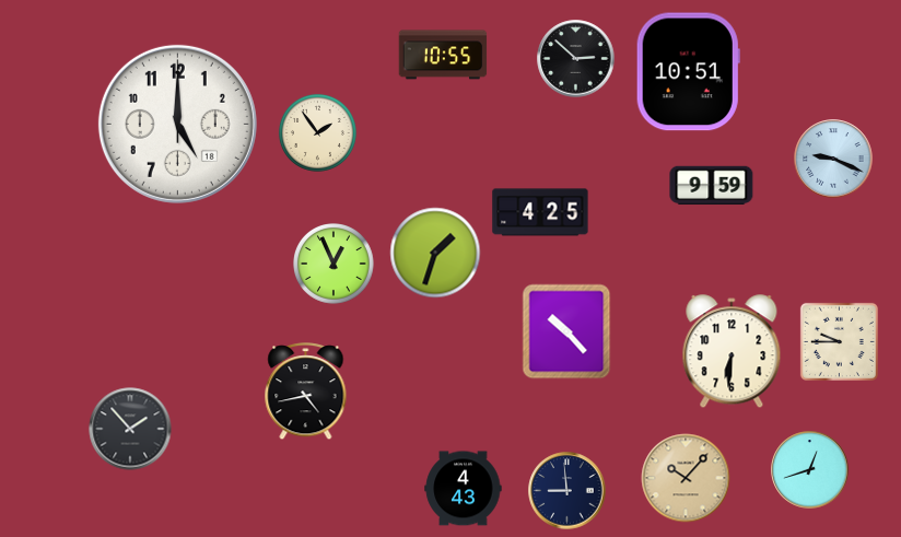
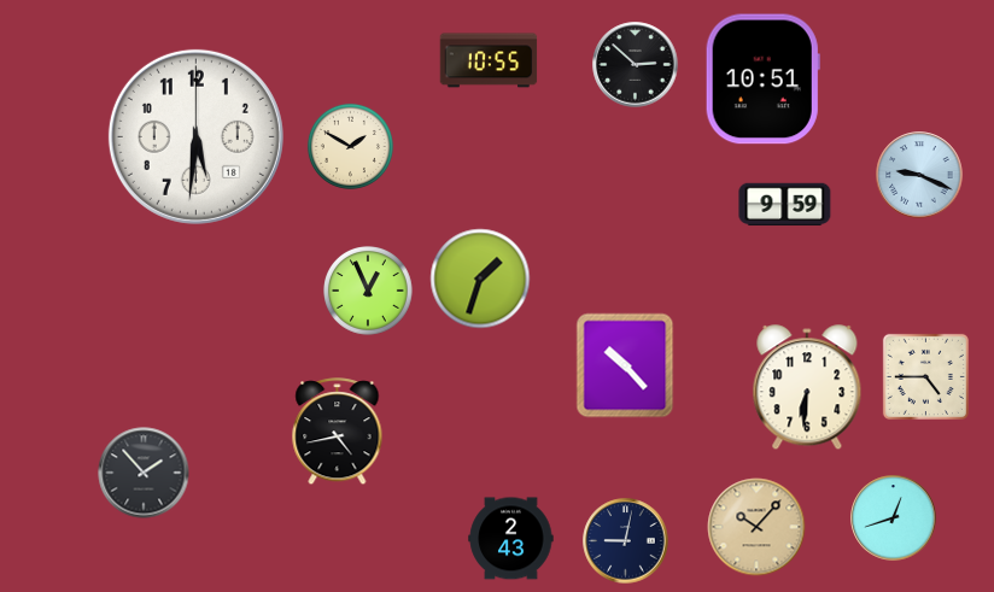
clock at (688, 72) position: (688, 72) -> (762, 80)
clock at (177, 124): 5:00 -> 5:31
clock at (317, 132): 1:54 -> 1:50
clock at (540, 212): 4:25 -> none
clock at (839, 341): 9:45 -> 4:45
clock at (464, 489): 4:43 -> 2:43
clock at (567, 491): 8:59 -> 9:02
